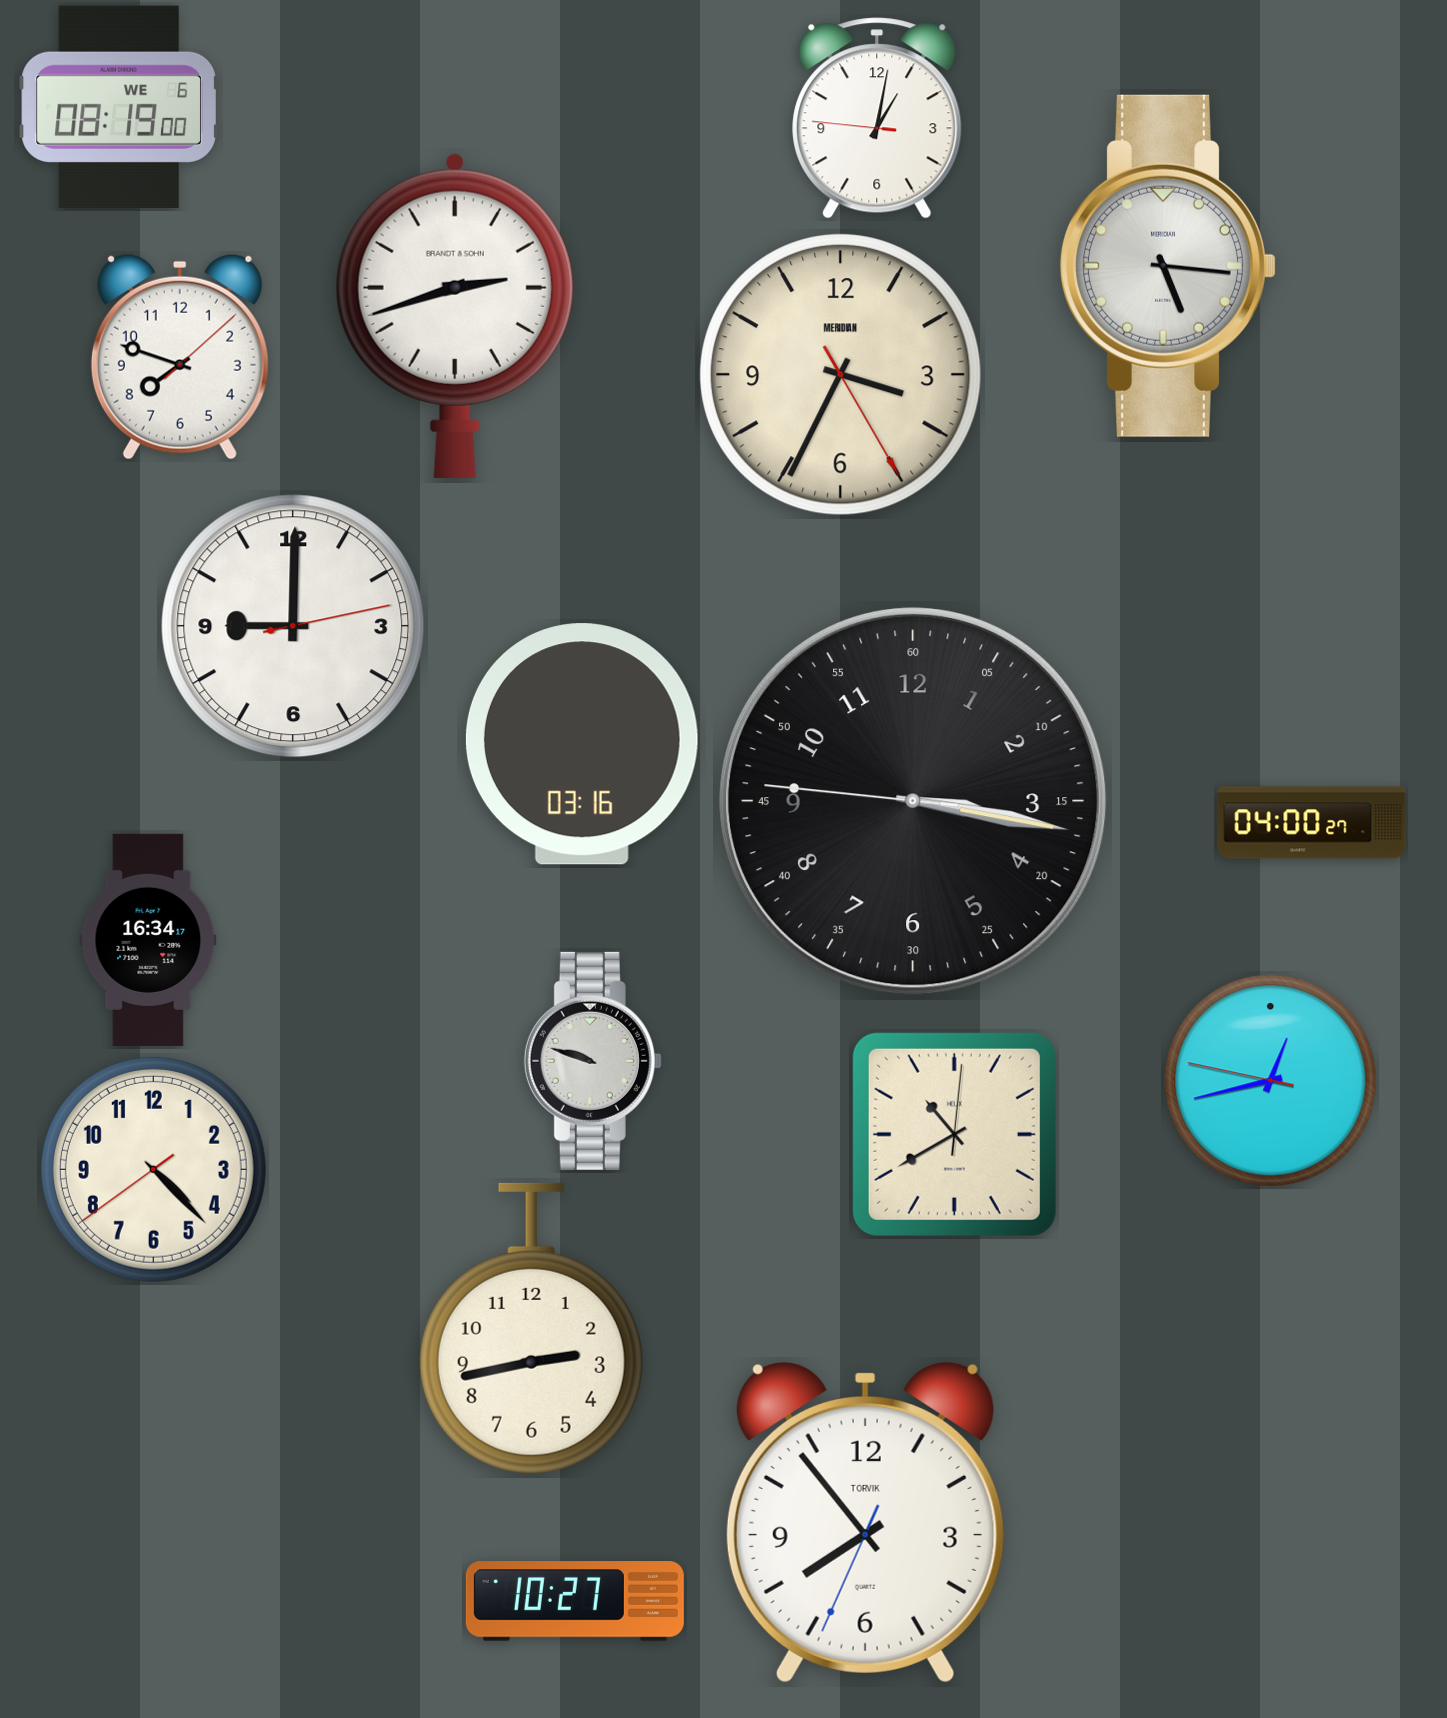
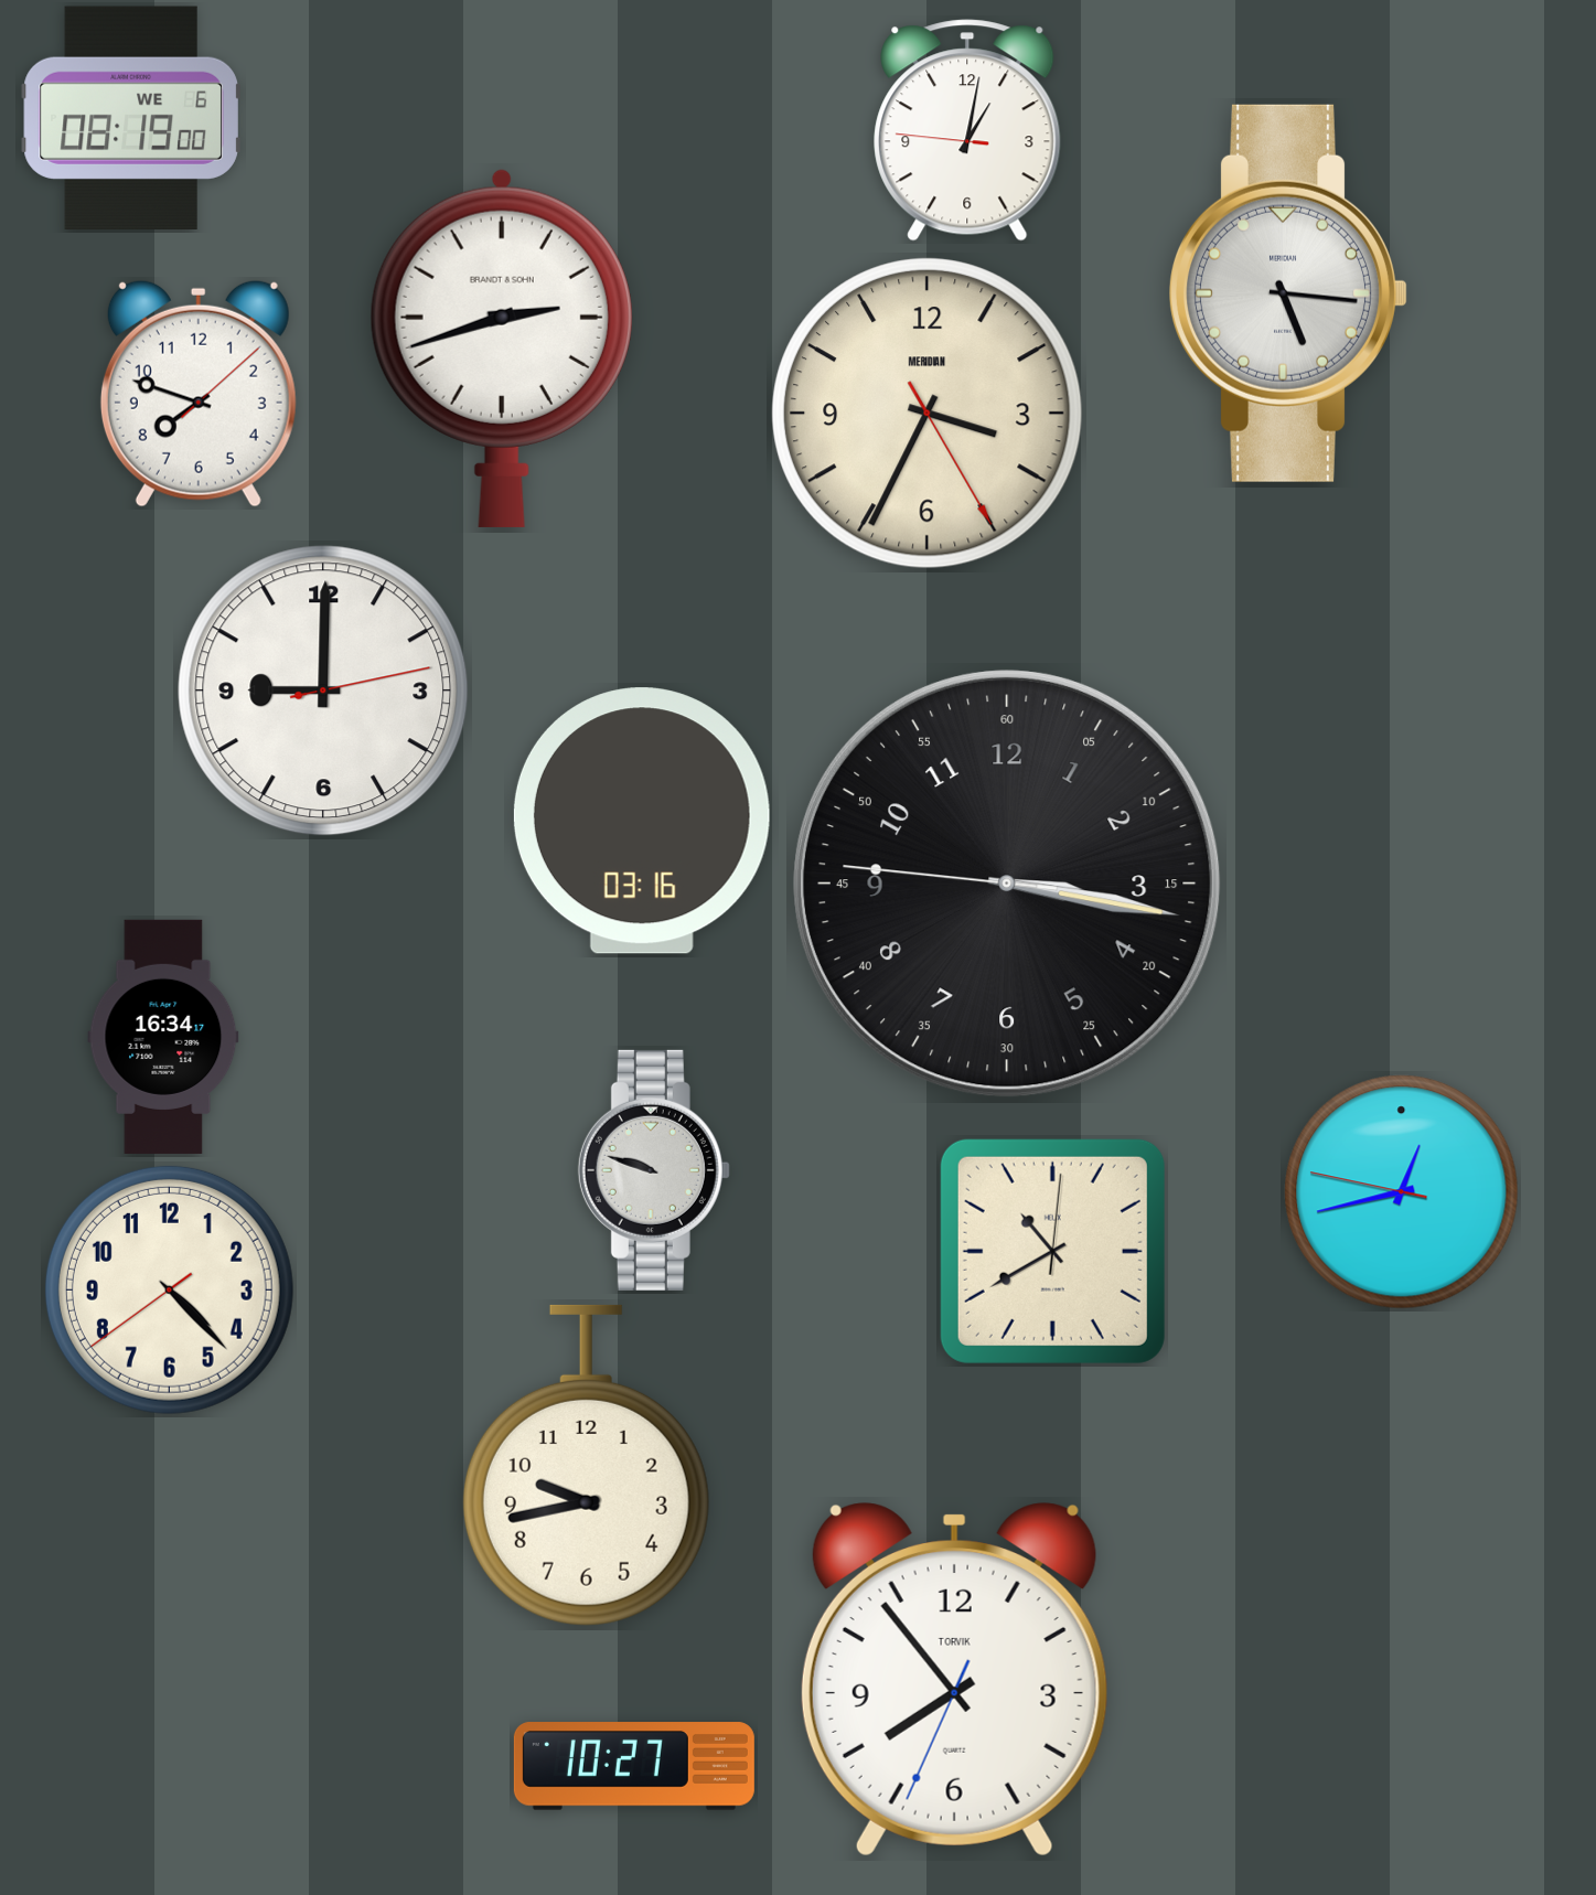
clock at (1312, 823): 04:00 -> none
clock at (531, 1328): 2:43 -> 9:43
